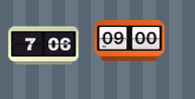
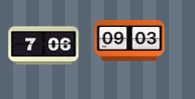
clock at (130, 40): 09:00 -> 09:03
